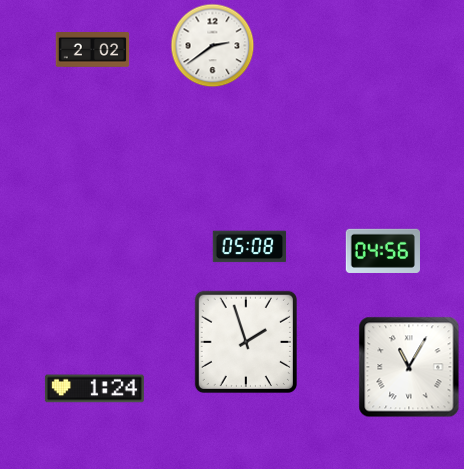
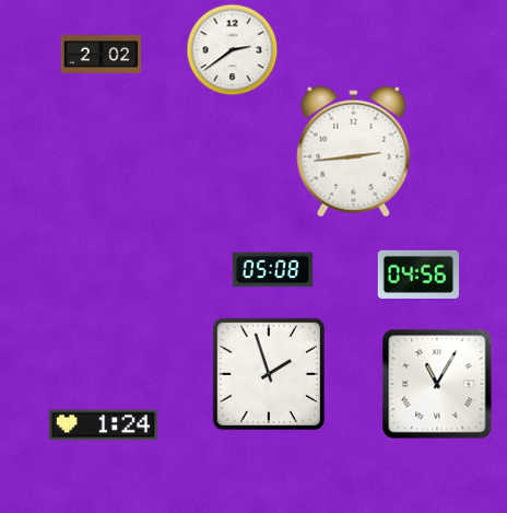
clock at (354, 152): none -> 2:44
clock at (409, 367) position: (409, 367) -> (437, 384)
